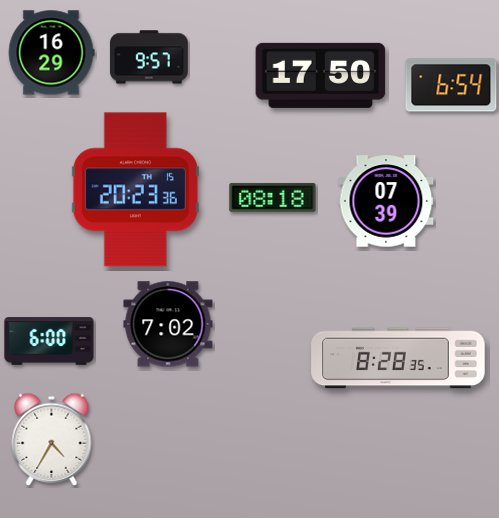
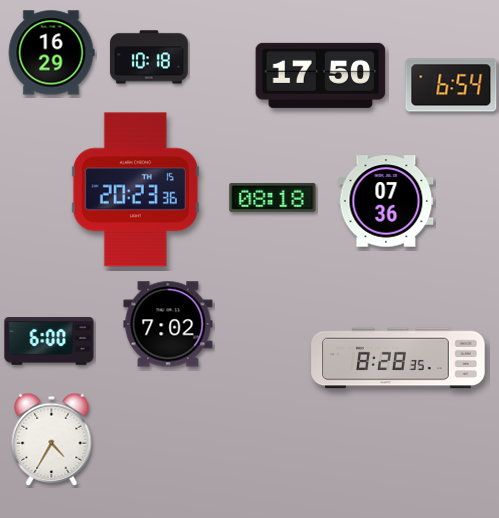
clock at (149, 57): 9:57 -> 10:18
clock at (386, 201): 07:39 -> 07:36
